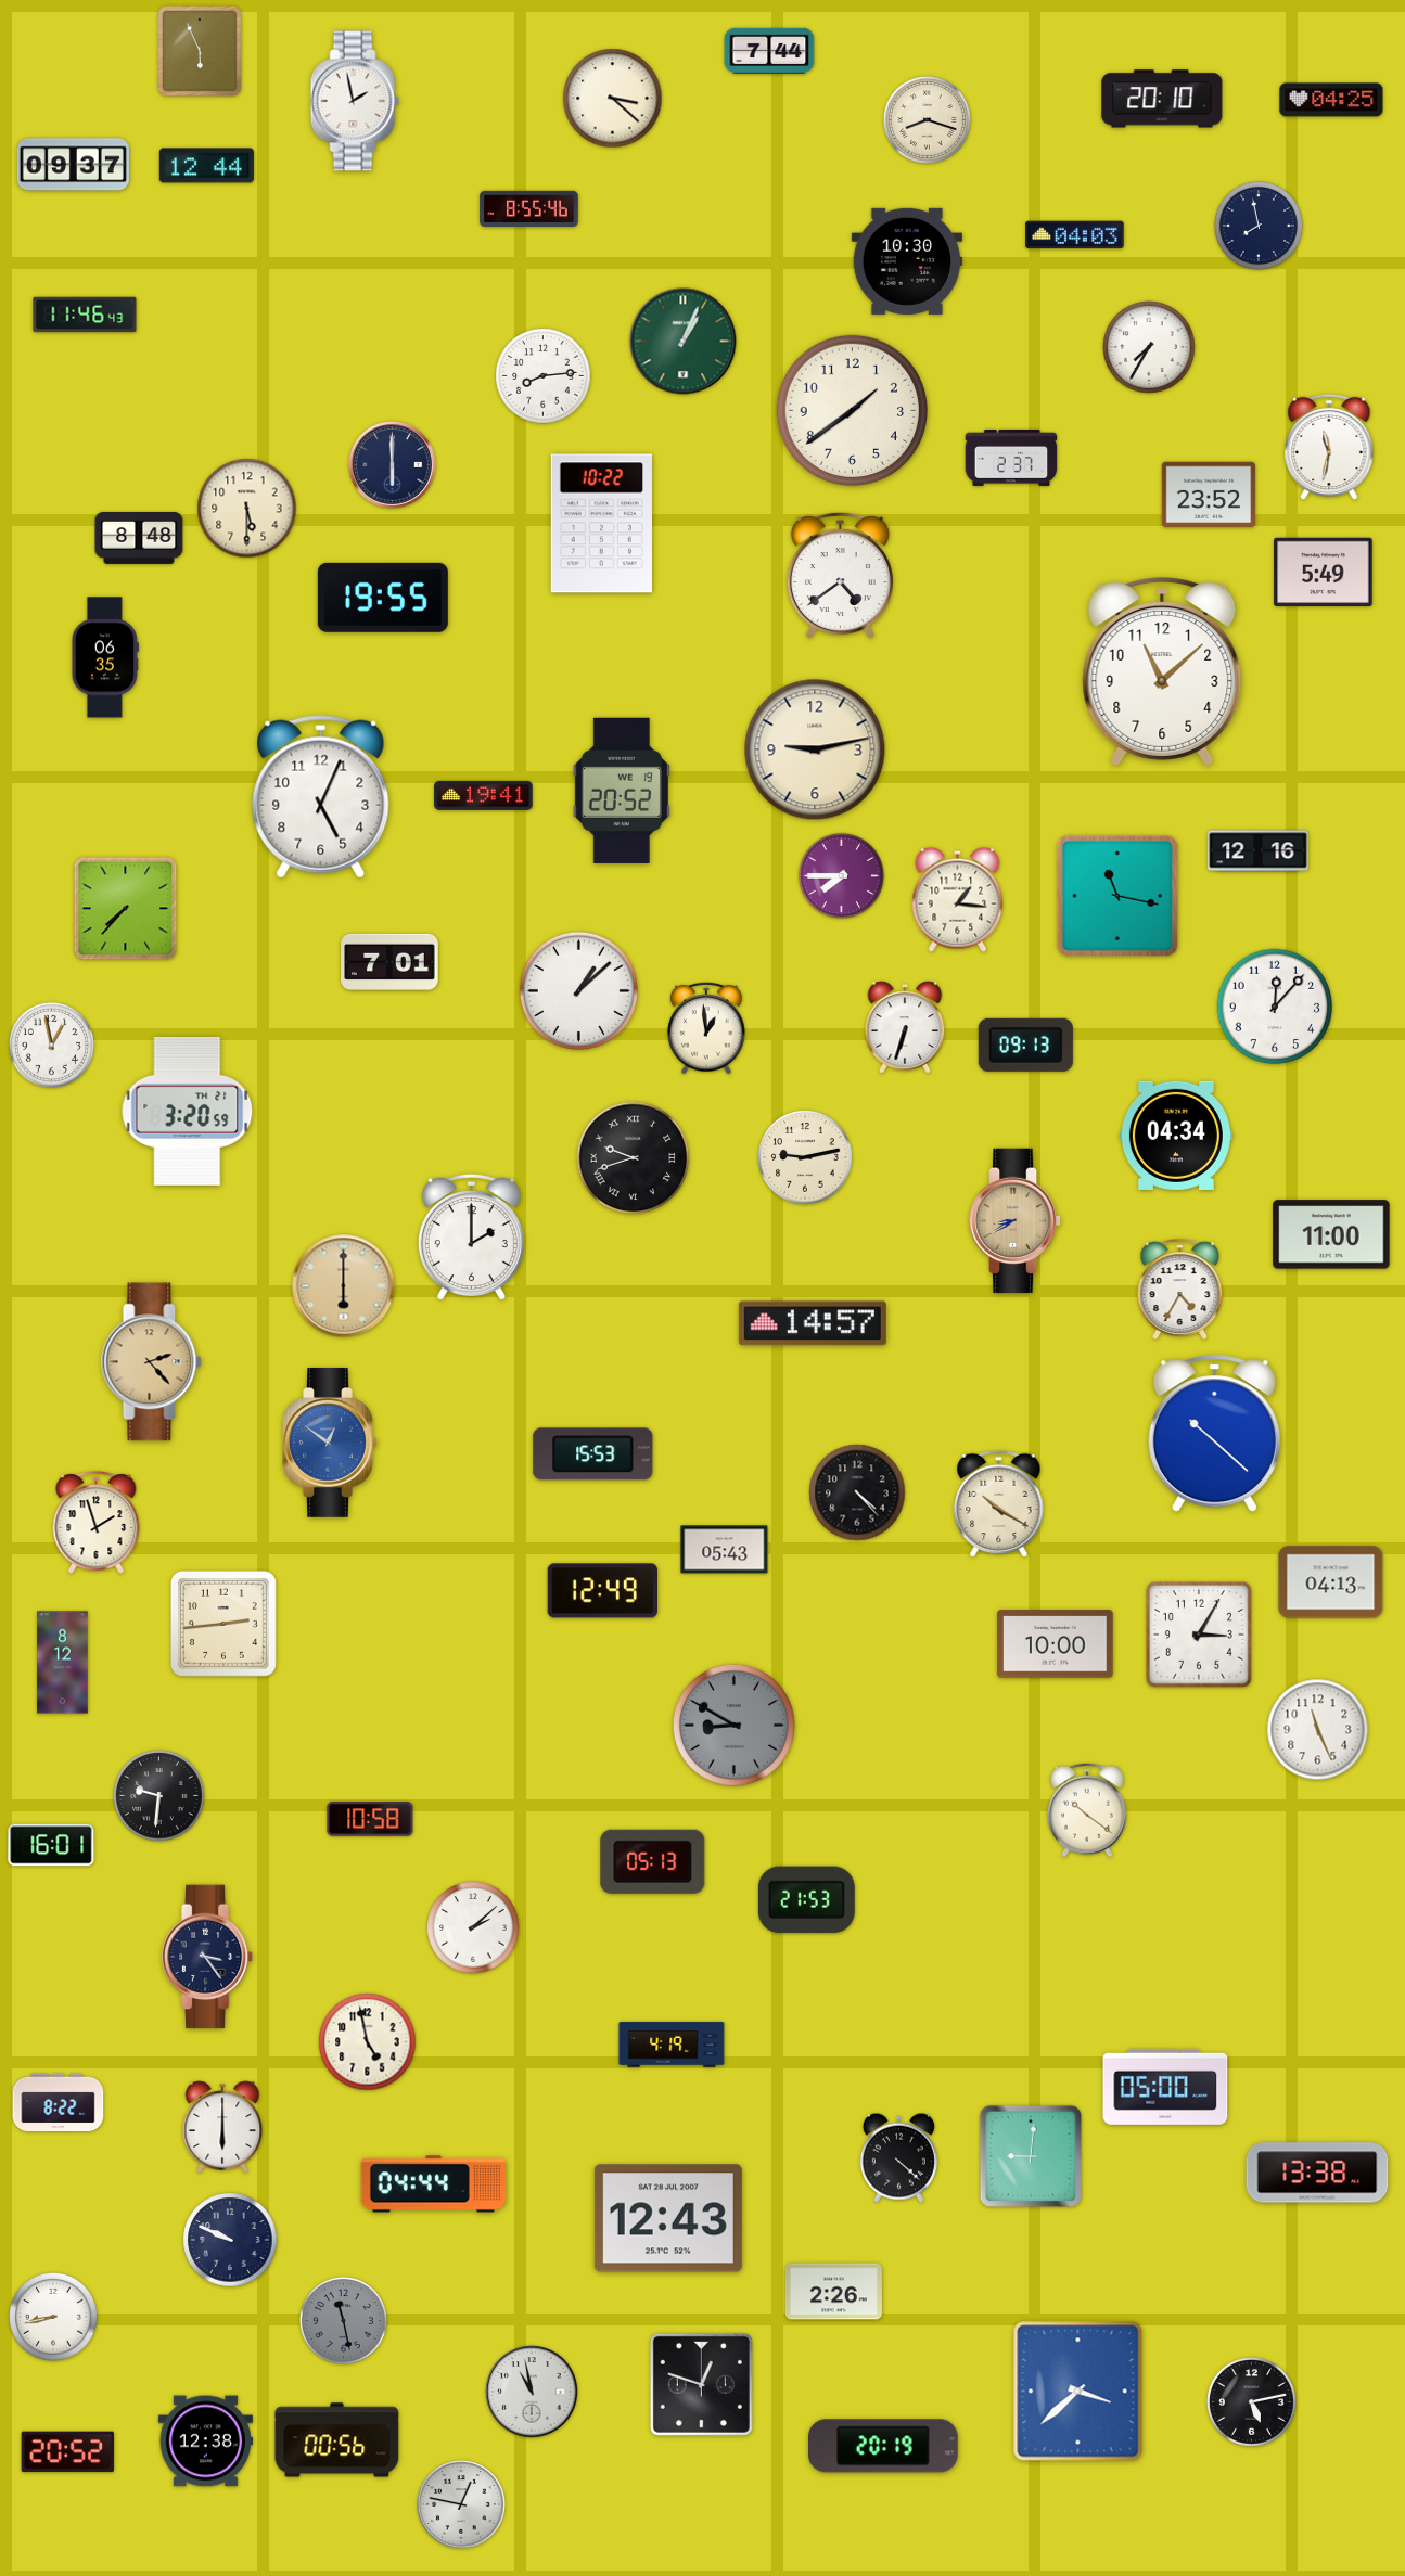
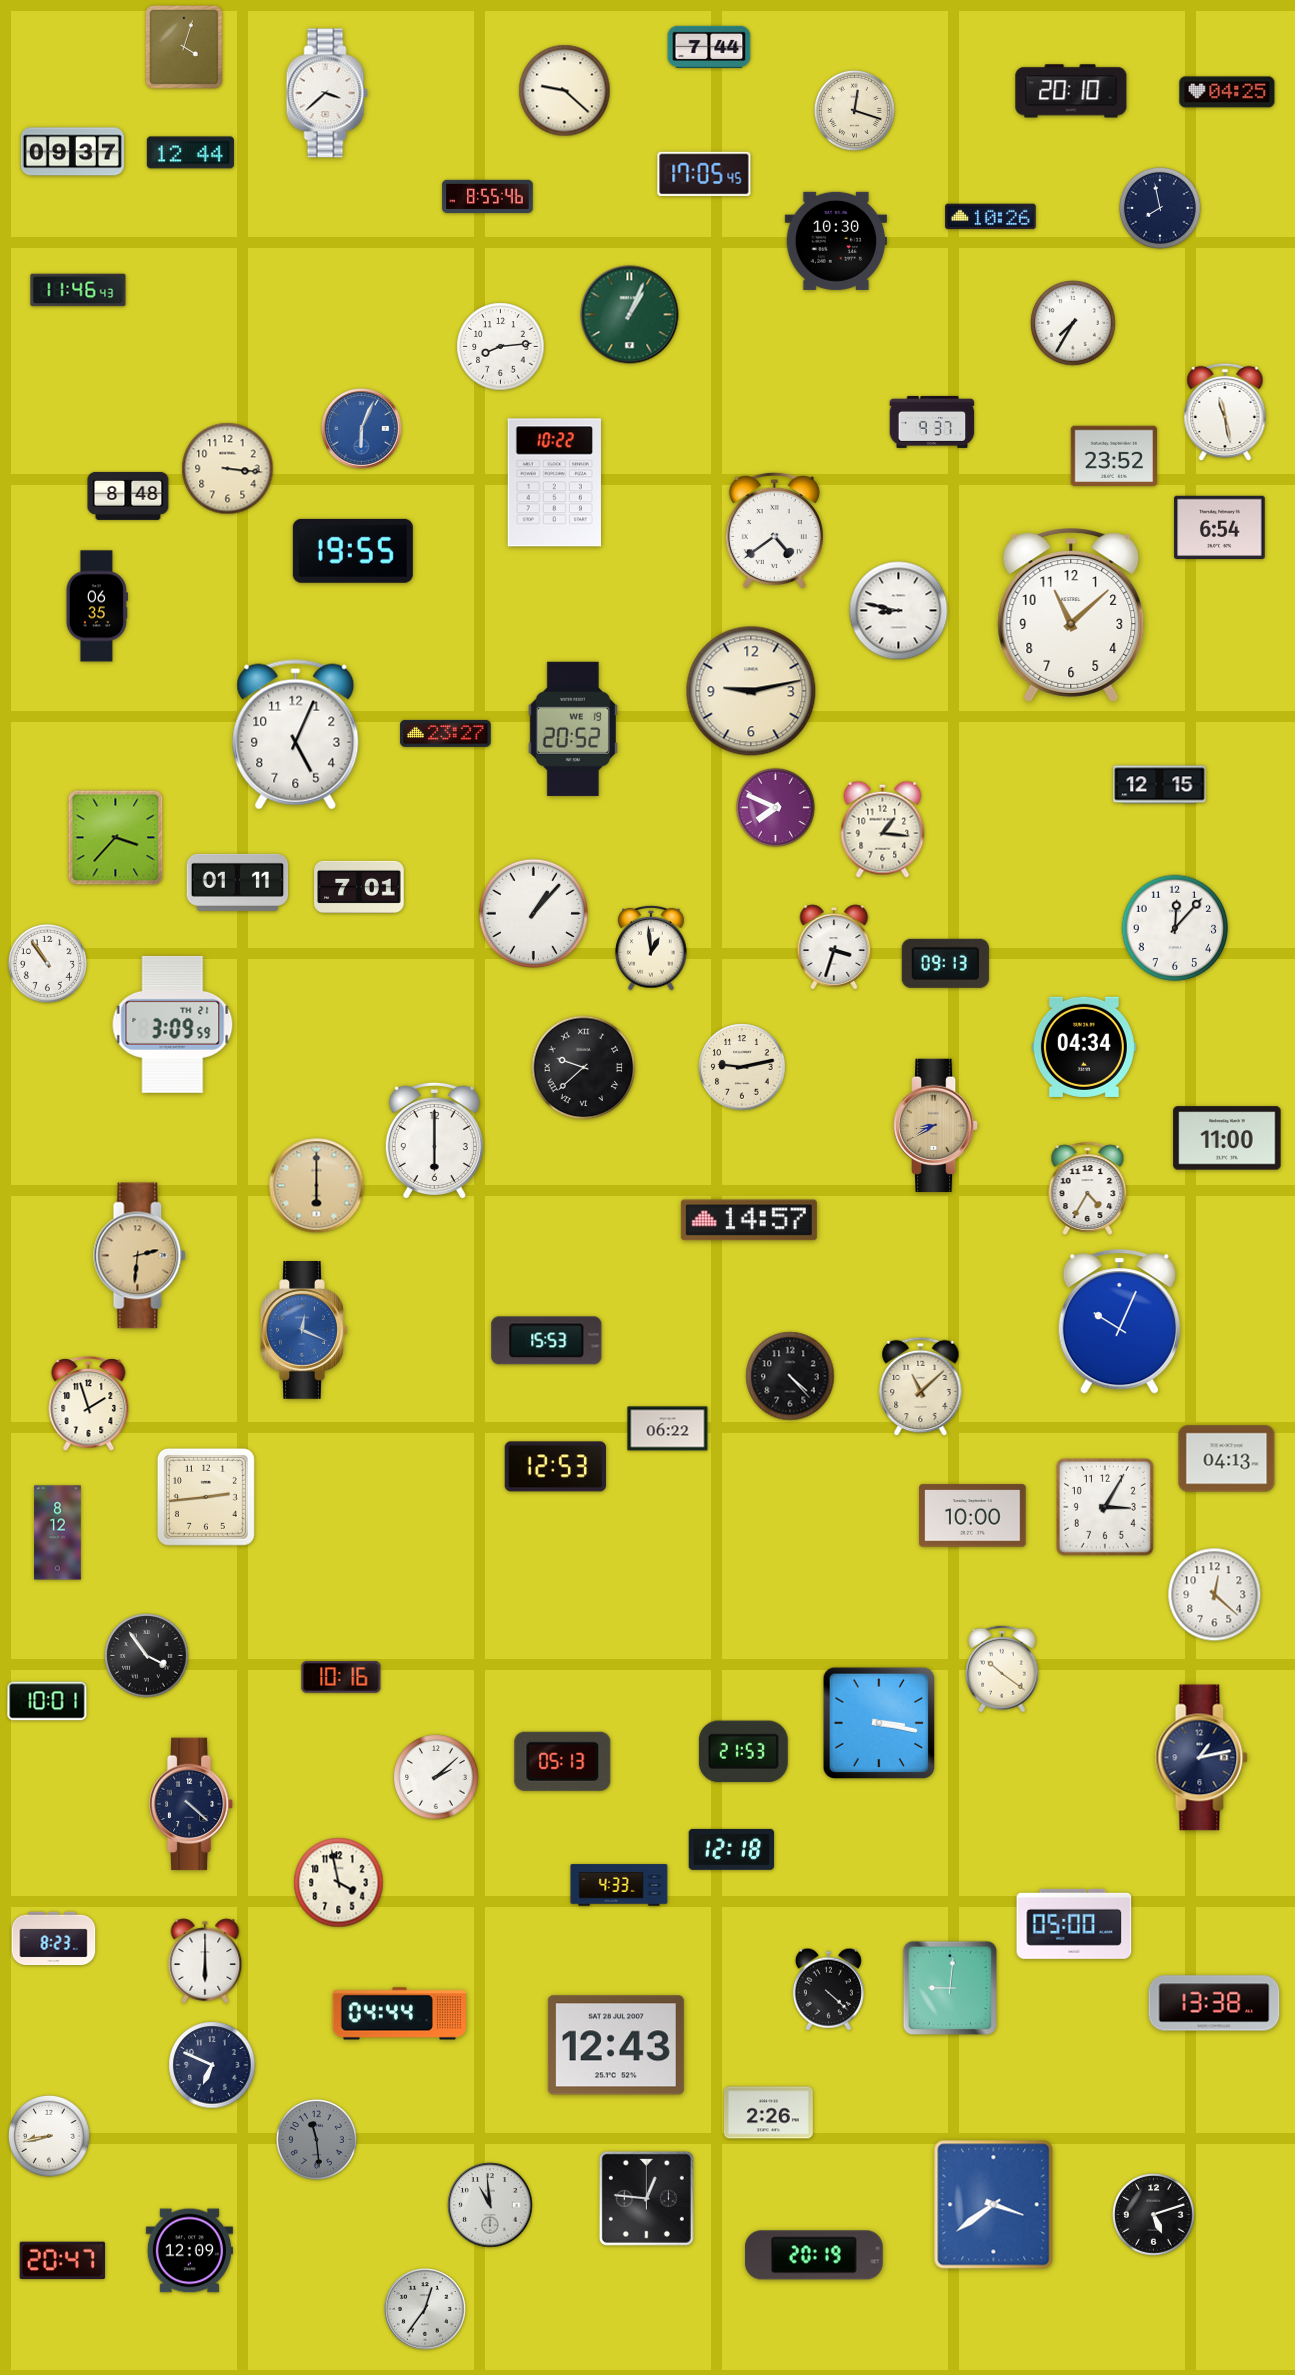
clock at (201, 51): 5:56 -> 4:03
clock at (613, 99): 3:22 -> 9:22
clock at (355, 101): 1:58 -> 3:38
clock at (927, 119): 8:18 -> 12:18
clock at (73, 165) position: (73, 165) -> (72, 152)
clock at (704, 174): none -> 17:05
clock at (529, 208) position: (529, 208) -> (488, 196)
clock at (1075, 235): 04:03 -> 10:26
clock at (1149, 347) position: (1149, 347) -> (1073, 323)
clock at (852, 410): 1:39 -> none
clock at (1329, 447): 11:32 -> 11:28
clock at (1011, 458): 2:37 -> 9:37
clock at (393, 465): 6:00 -> 6:04
clock at (393, 465) dial: navy -> blue
clock at (247, 509): 5:30 -> 3:16
clock at (1324, 572): 5:49 -> 6:54
clock at (899, 611): none -> 8:47
clock at (1162, 671) position: (1162, 671) -> (1071, 615)
clock at (484, 795): 19:41 -> 23:27
clock at (1259, 851): 12:16 -> 12:15
clock at (841, 875): 7:45 -> 7:49
clock at (1117, 896): 11:17 -> none
clock at (126, 909): 7:37 -> 3:37
clock at (238, 882): none -> 01:11
clock at (578, 990): 1:08 -> 1:07
clock at (905, 1027): 6:33 -> 3:33
clock at (51, 1045): 12:58 -> 10:54
clock at (188, 1111): 3:20 -> 3:09
clock at (634, 1158): 9:42 -> 9:38
clock at (471, 1238): 2:00 -> 6:00
clock at (152, 1362): 2:23 -> 2:31
clock at (1214, 1434): 10:22 -> 10:04
clock at (330, 1444): 12:51 -> 12:19
clock at (999, 1504): 10:20 -> 11:08
clock at (725, 1550): 05:43 -> 06:22
clock at (603, 1591): 12:49 -> 12:53
clock at (733, 1725): 8:50 -> none
clock at (1318, 1730): 11:26 -> 12:22
clock at (159, 1796): 9:31 -> 3:54
clock at (370, 1819): 10:58 -> 10:16
clock at (51, 1845): 16:01 -> 10:01
clock at (653, 1861) position: (653, 1861) -> (563, 1761)
clock at (879, 1723): none -> 3:17
clock at (1202, 1758): none -> 1:13
clock at (207, 1957): 3:24 -> 4:22
clock at (732, 1849): none -> 12:18
clock at (368, 2042): 4:58 -> 3:58
clock at (672, 2045): 4:19 -> 4:33
clock at (59, 2103): 8:22 -> 8:23
clock at (230, 2240): 9:49 -> 6:49
clock at (343, 2320): 11:28 -> 11:29
clock at (701, 2384): 12:48 -> 12:46
clock at (532, 2392): 10:58 -> 10:59
clock at (1078, 2392): 3:38 -> 3:39
clock at (1252, 2402): 5:13 -> 5:12
clock at (337, 2440): 00:56 -> none
clock at (205, 2442): 12:38 -> 12:09
clock at (67, 2452): 20:52 -> 20:47
clock at (461, 2504): 12:47 -> 12:36
